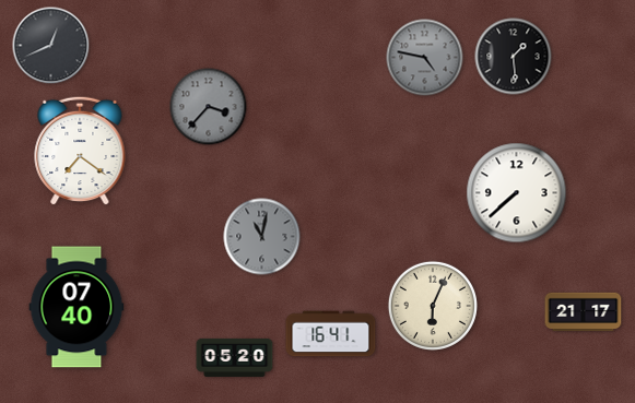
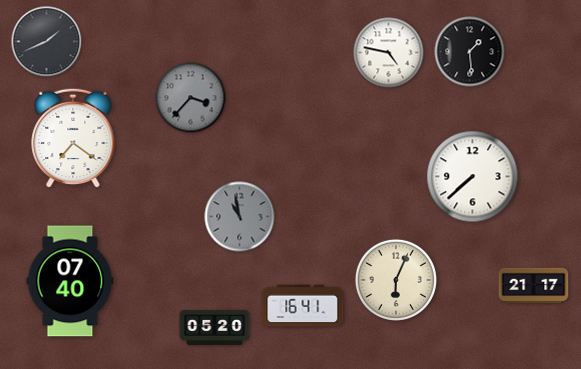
clock at (51, 46): 12:41 -> 1:41
clock at (425, 58) dial: grey -> white
clock at (262, 237): 11:02 -> 10:58
